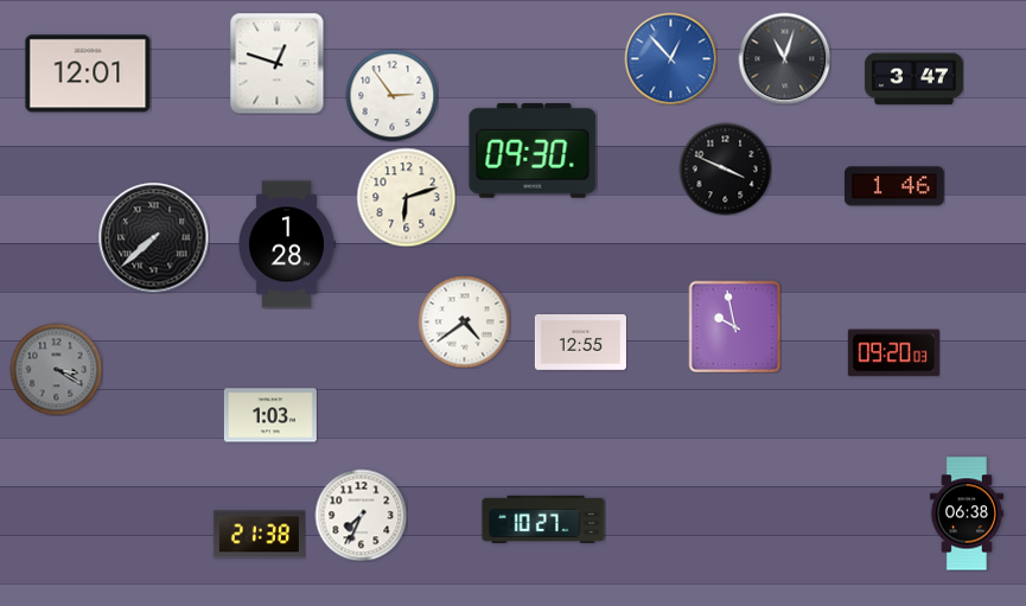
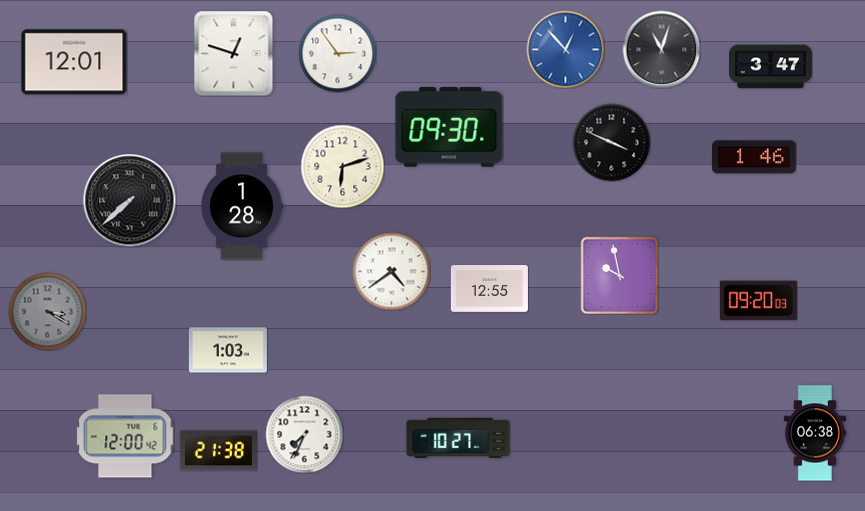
clock at (391, 95) position: (391, 95) -> (337, 53)
clock at (893, 353) position: (893, 353) -> (758, 301)
clock at (125, 436): none -> 12:00
